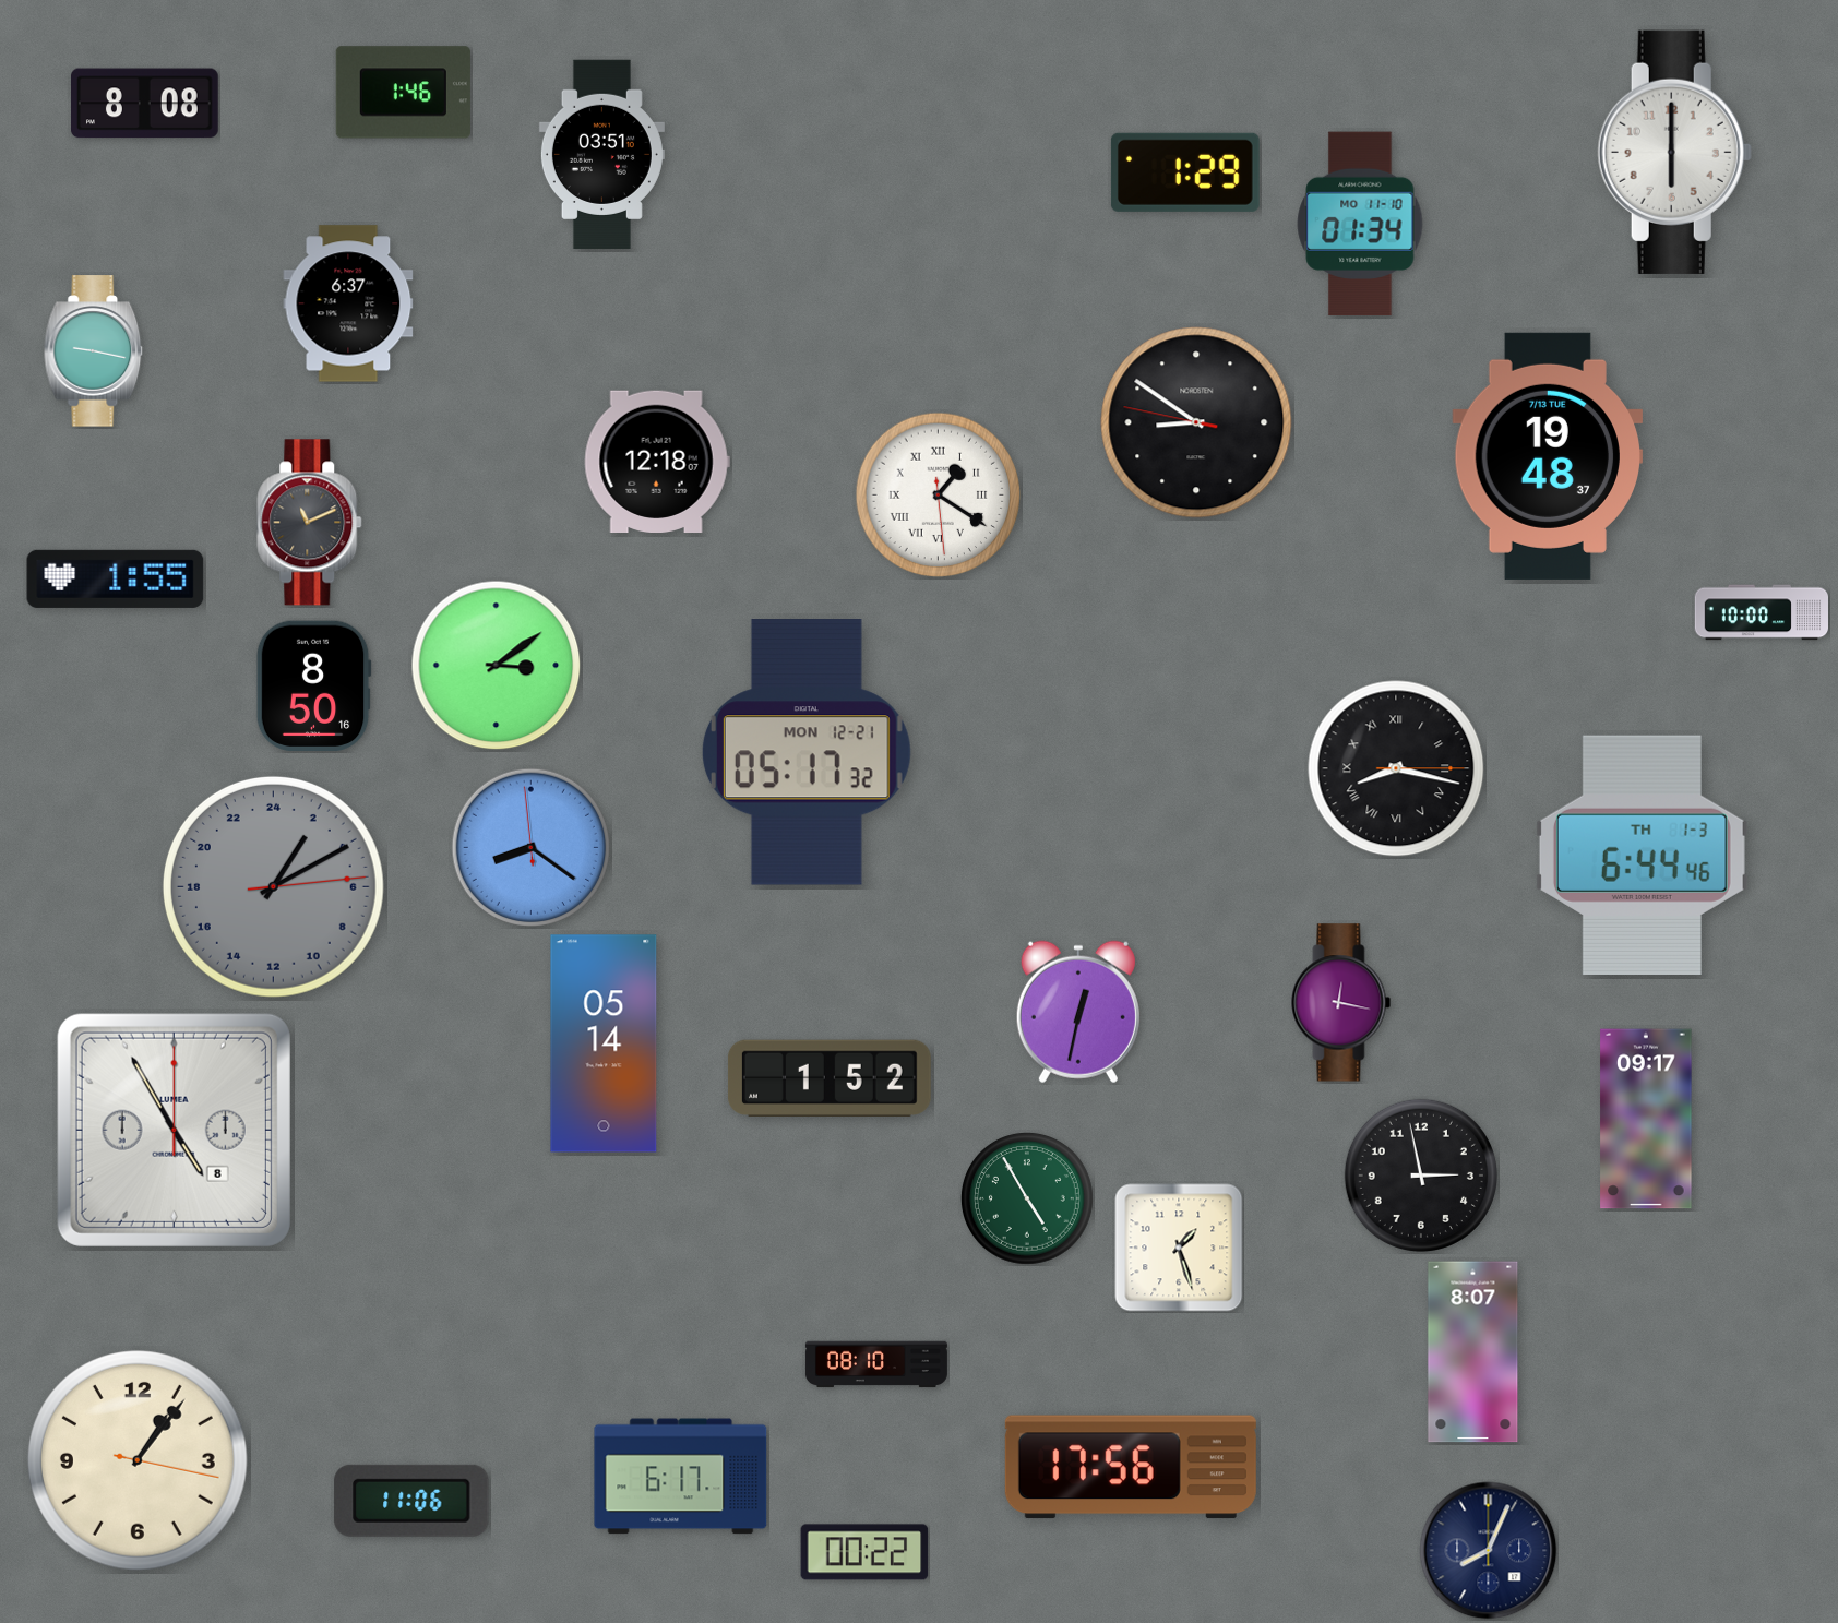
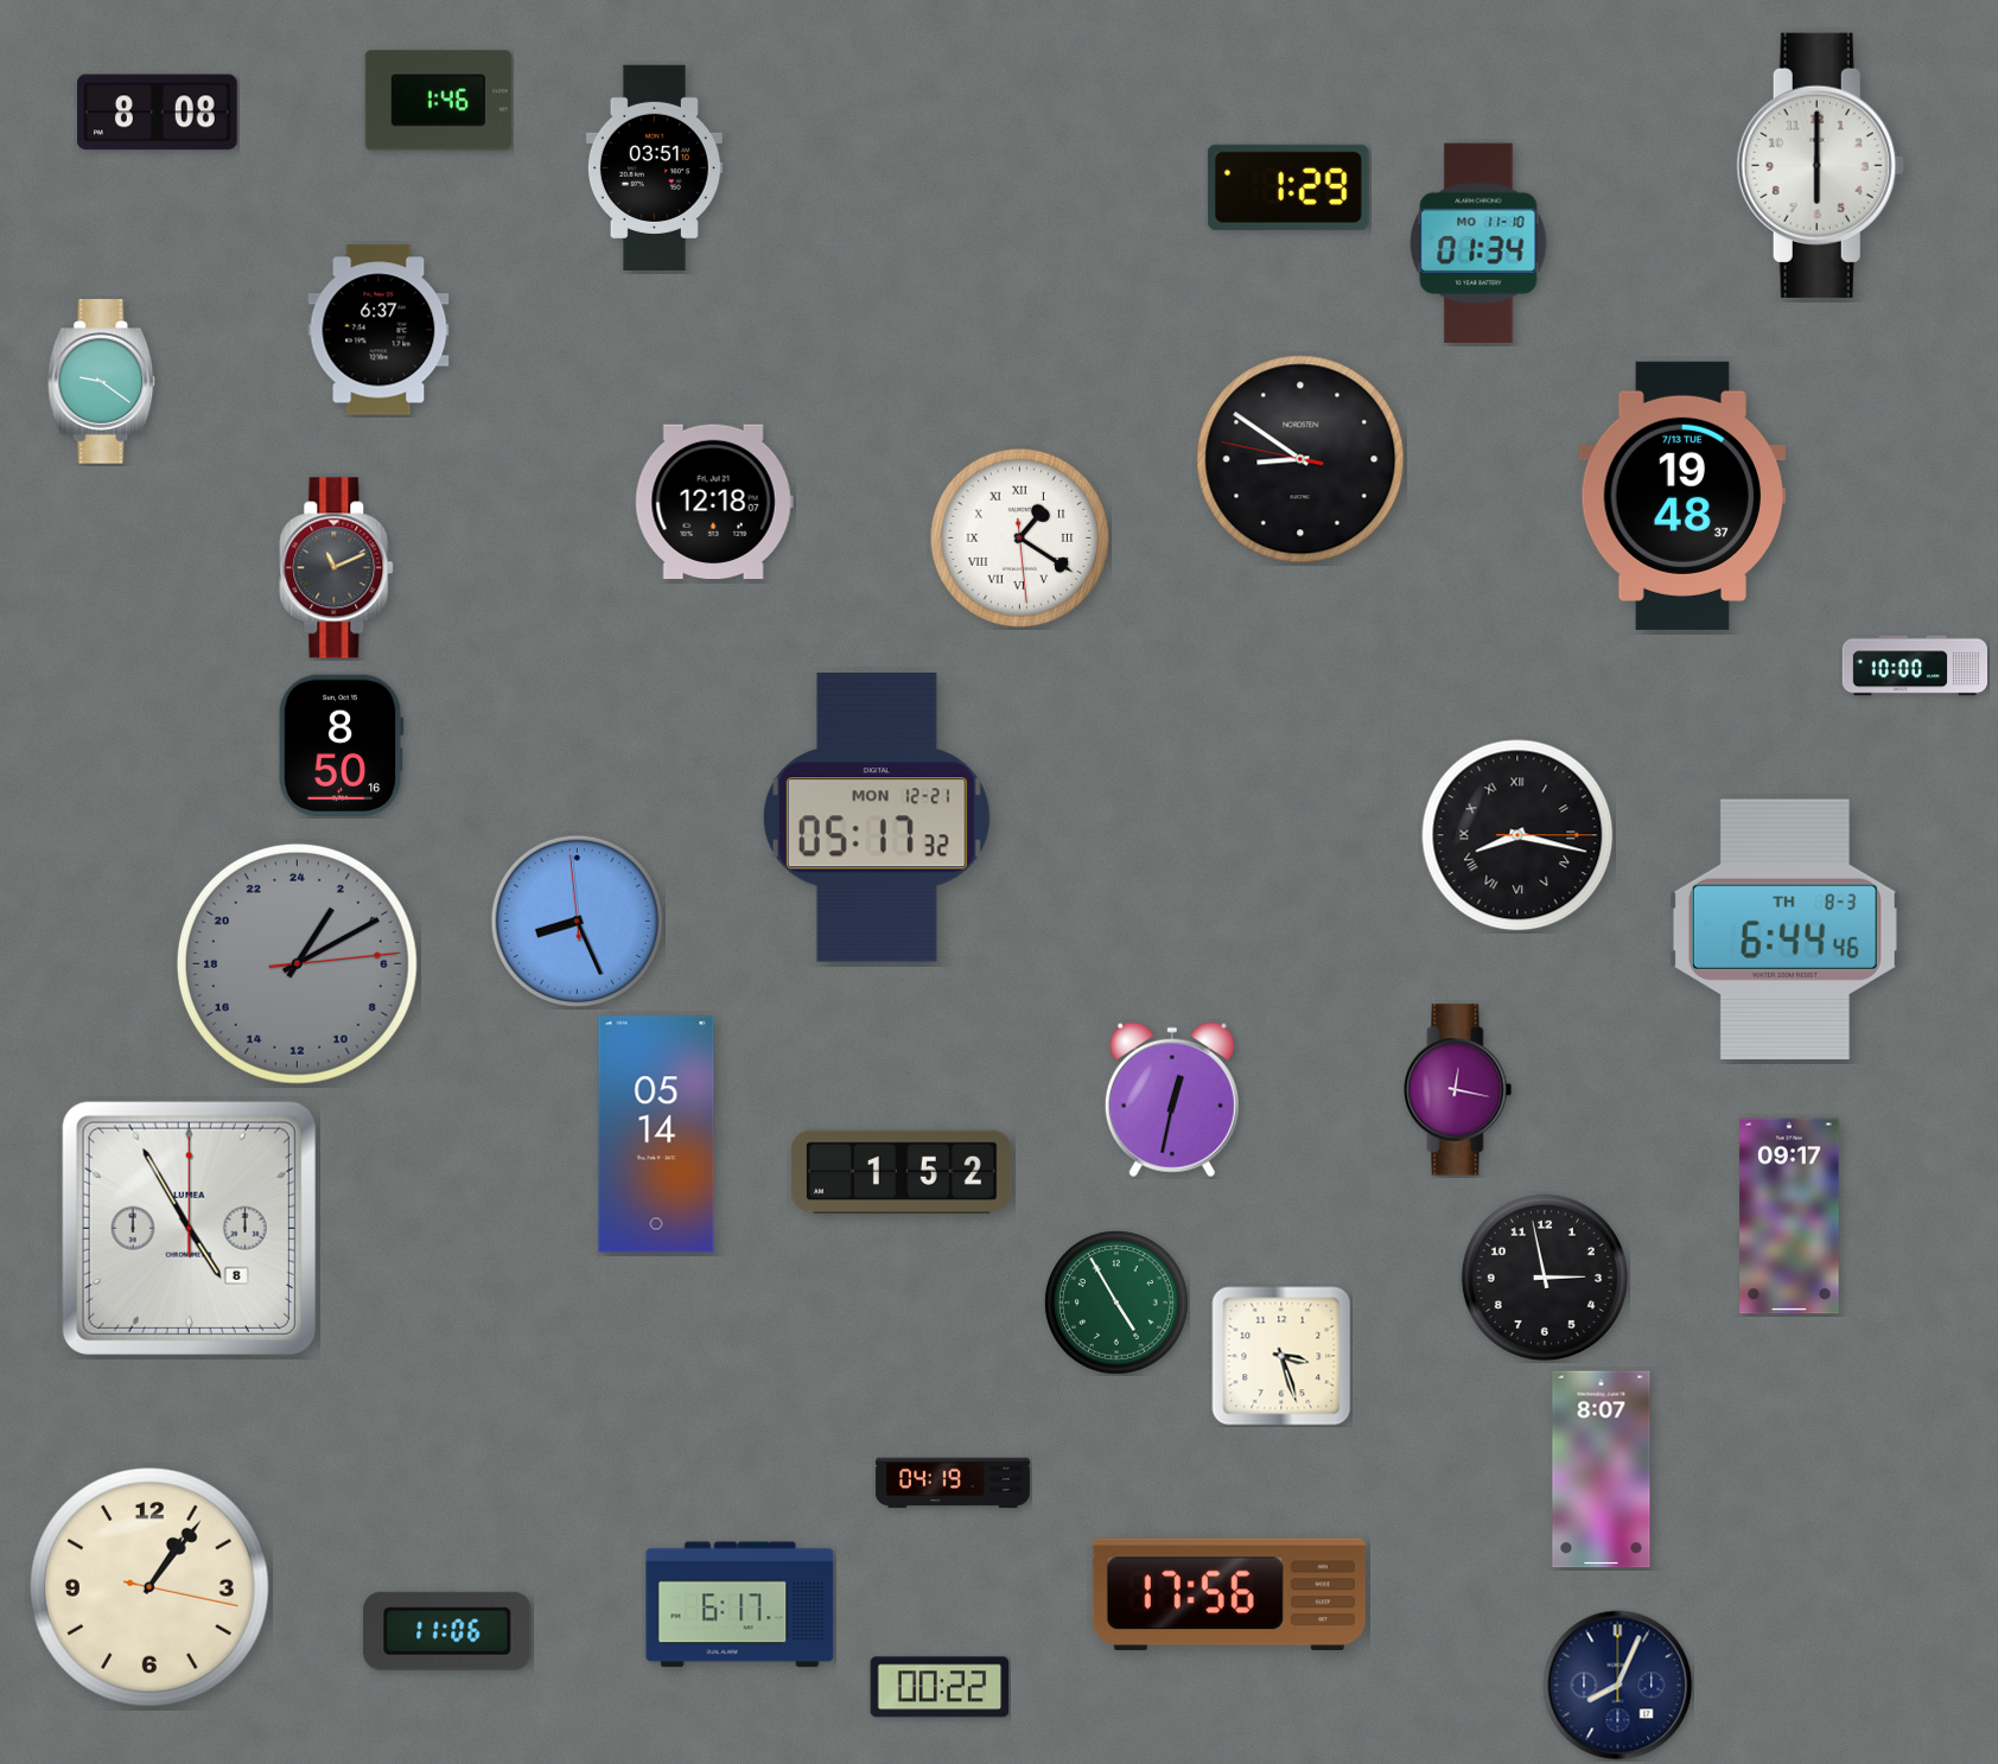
clock at (94, 351): 9:17 -> 9:21
clock at (116, 578): 1:55 -> none
clock at (497, 666): 3:09 -> none
clock at (530, 847): 8:20 -> 8:25
clock at (1642, 855) date: TH 1-3 -> TH 8-3
clock at (1179, 1248): 1:27 -> 3:27
clock at (876, 1364): 08:10 -> 04:19
